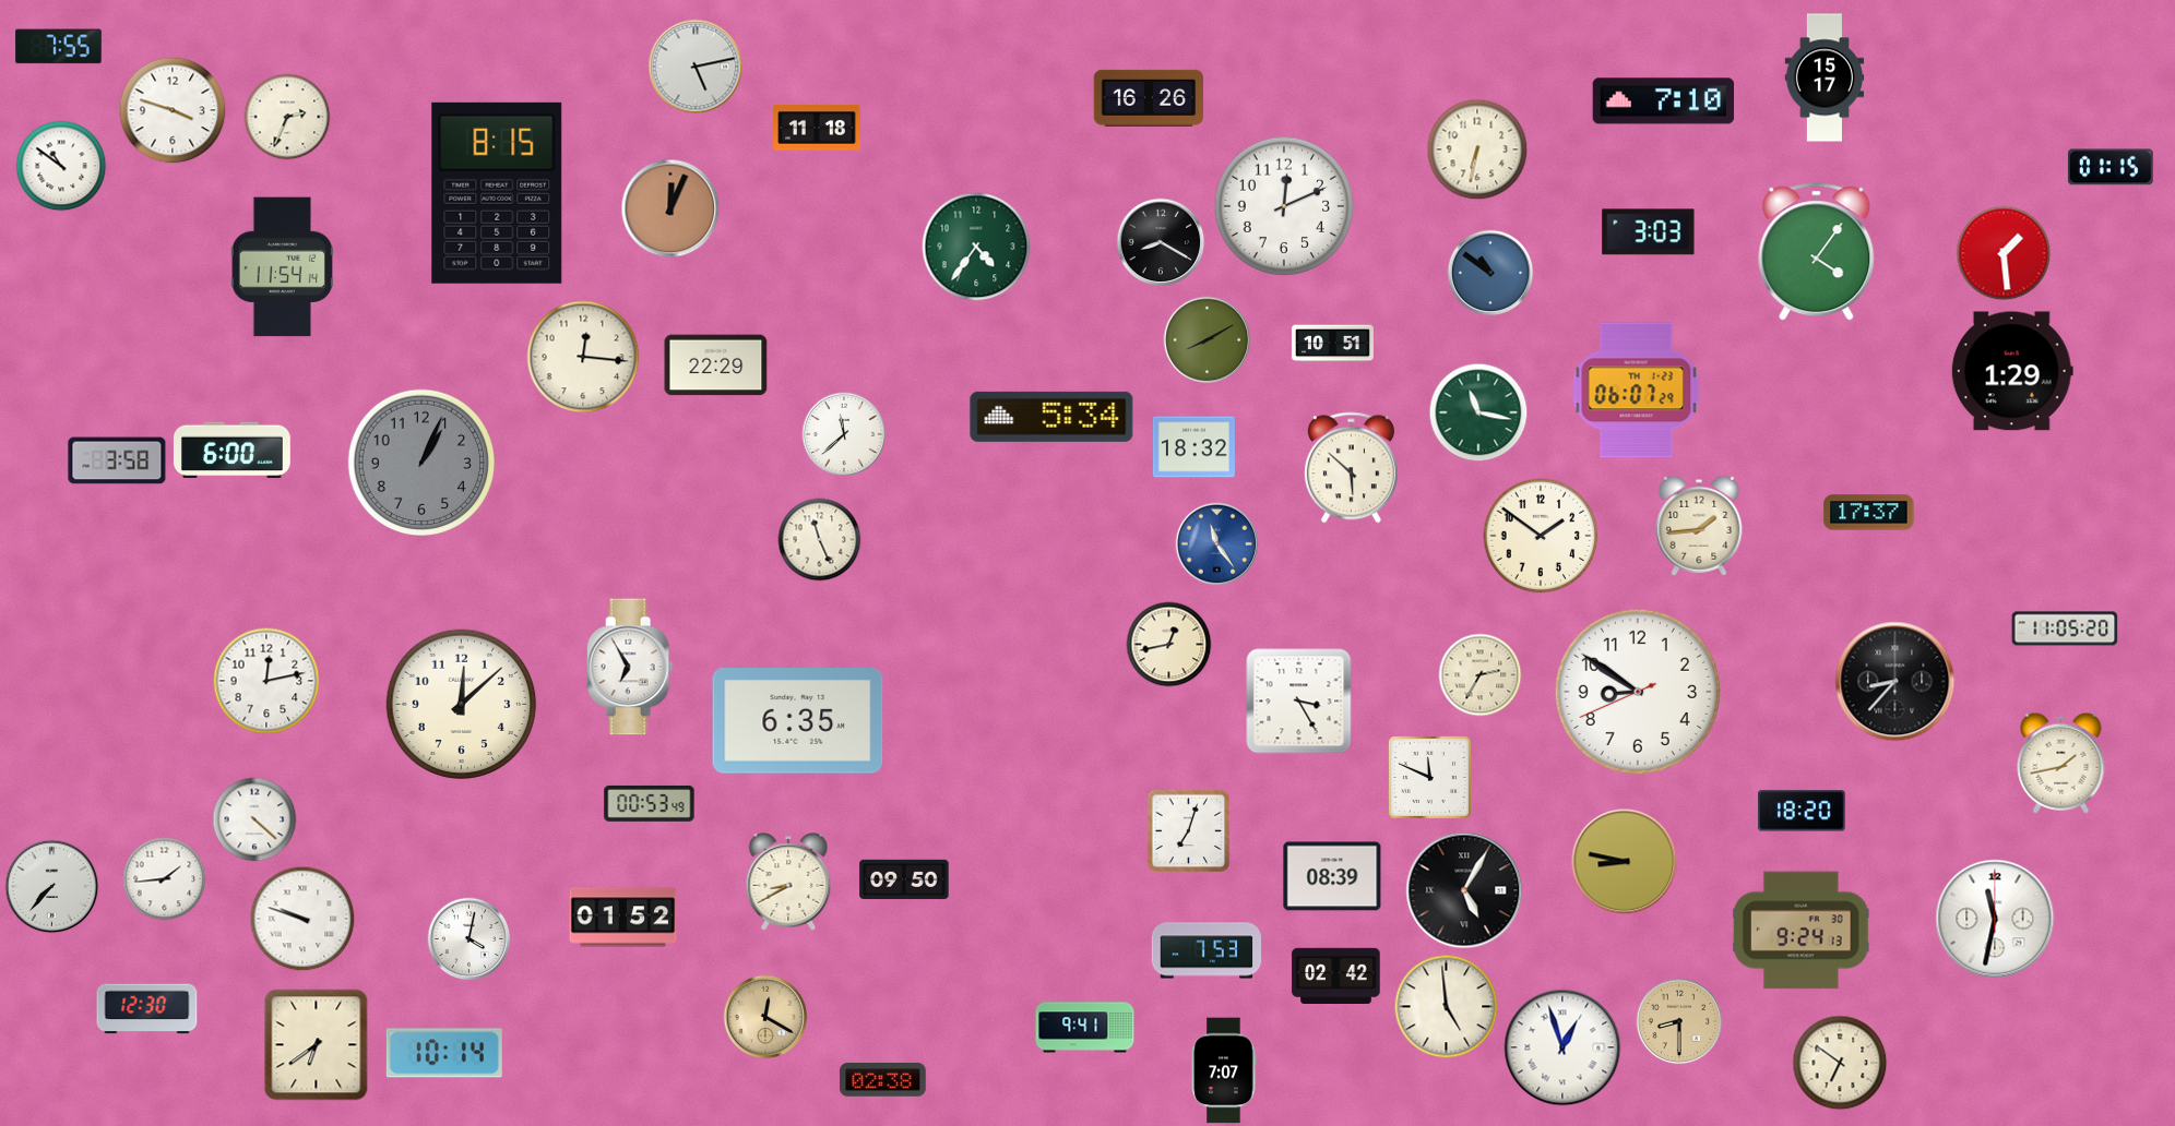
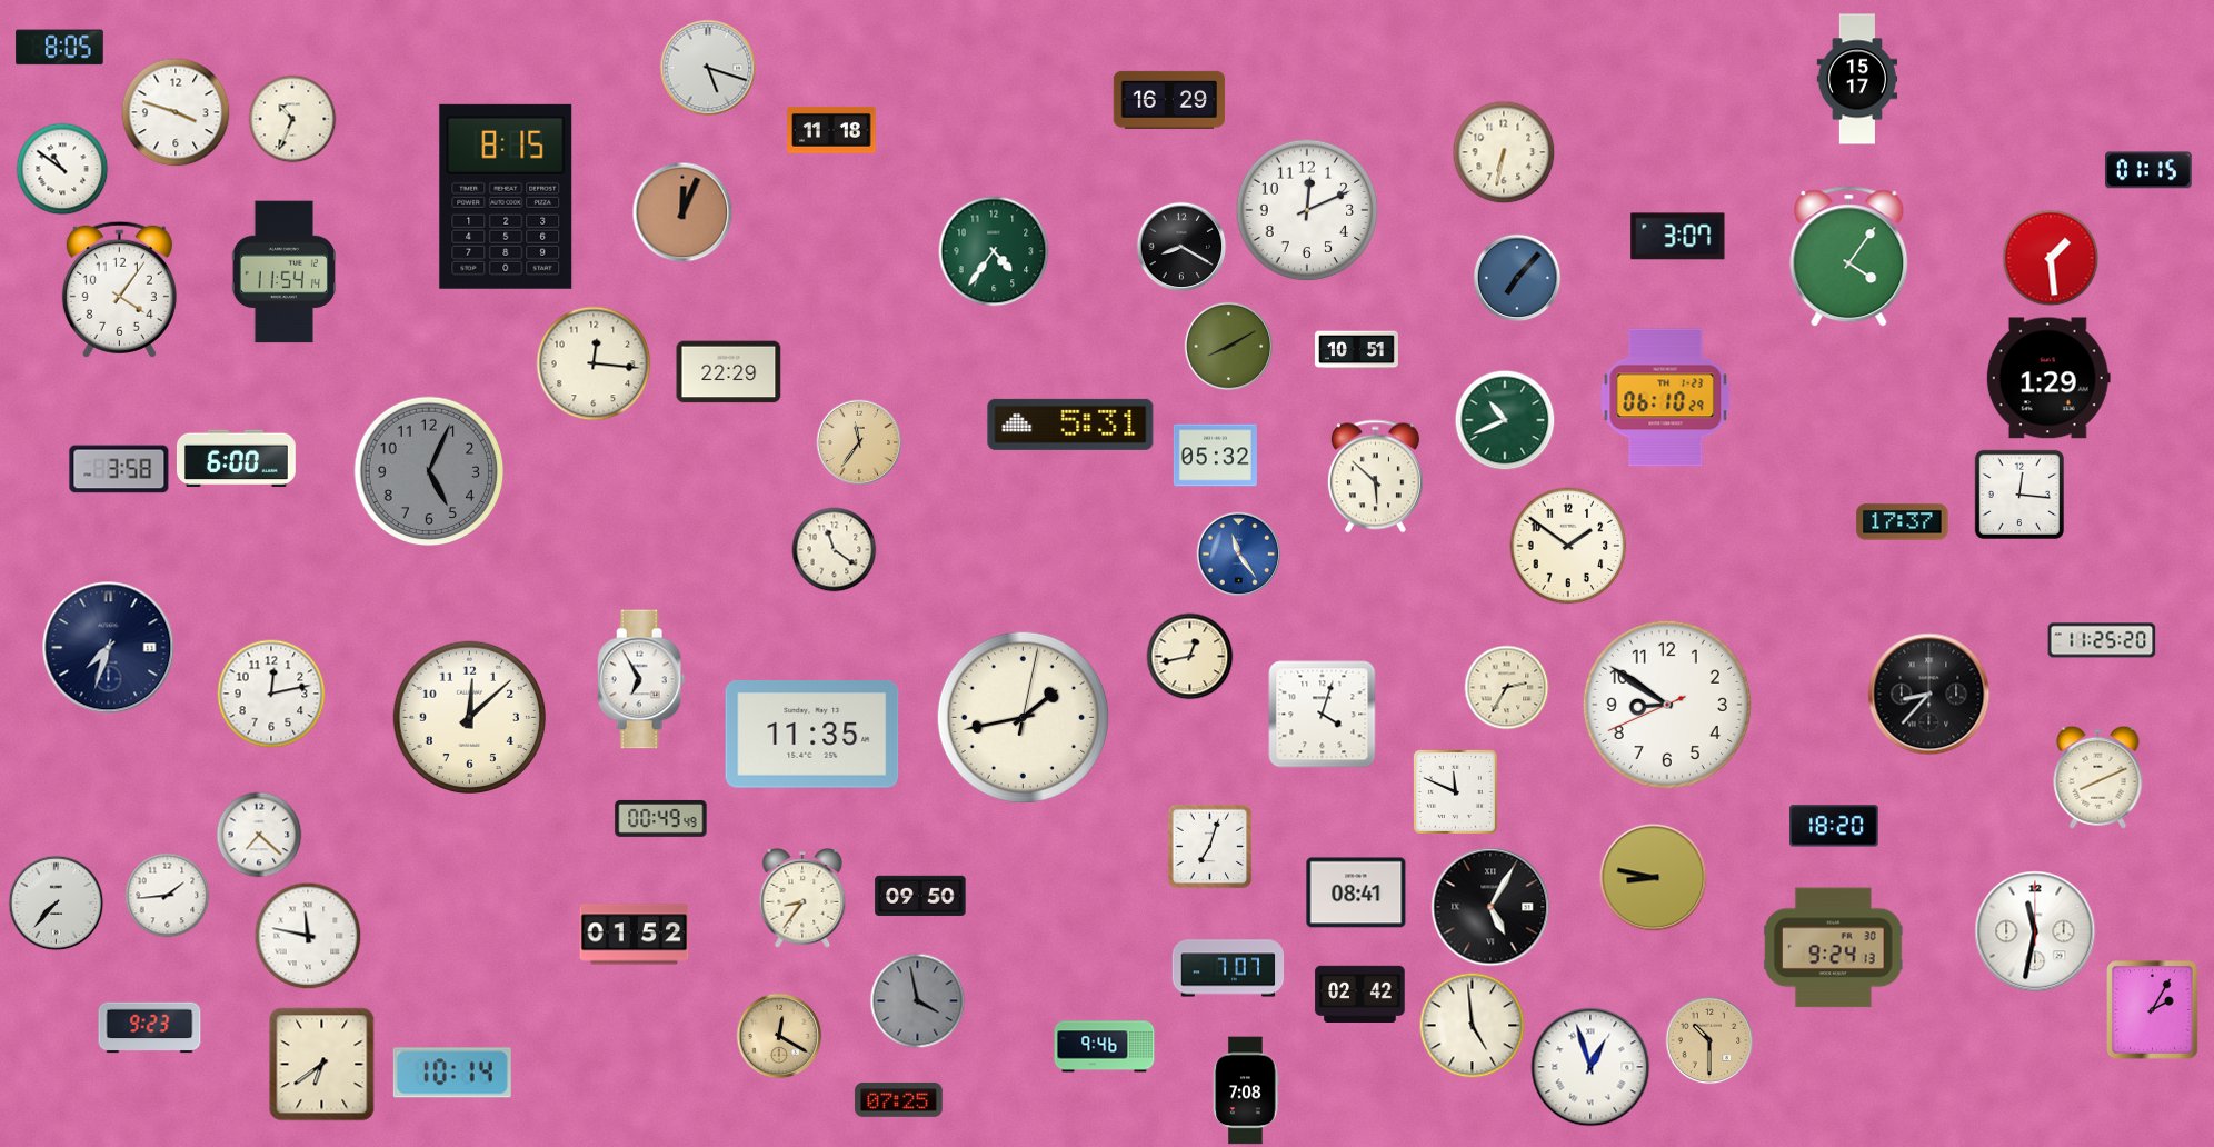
clock at (59, 47): 7:55 -> 8:05
clock at (696, 67): 5:13 -> 5:18
clock at (1149, 98): 16:26 -> 16:29
clock at (1664, 101): 7:10 -> none
clock at (287, 117): 2:34 -> 10:34
clock at (1649, 232): 3:03 -> 3:07
clock at (2004, 253) position: (2004, 253) -> (2051, 258)
clock at (283, 267) position: (283, 267) -> (285, 272)
clock at (1490, 273): 10:51 -> 7:07
clock at (119, 289): none -> 4:06
clock at (1637, 391): 06:07 -> 06:10
clock at (1478, 412): 11:17 -> 10:41
clock at (1051, 417): 5:34 -> 5:31
clock at (844, 434): 11:38 -> 11:36
clock at (844, 434) dial: white -> champagne
clock at (1193, 447): 18:32 -> 05:32
clock at (421, 463): 1:04 -> 5:04
clock at (2019, 495): none -> 12:16
clock at (1699, 526): 1:44 -> none
clock at (820, 540): 11:26 -> 11:21
clock at (2065, 628): 11:05 -> 11:25
clock at (109, 648): none -> 7:33
clock at (1299, 702): 3:25 -> 4:03
clock at (1023, 717): none -> 1:43
clock at (798, 721): 6:35 -> 11:35
clock at (2061, 763): 1:43 -> 8:11
clock at (650, 803): 00:53 -> 00:49
clock at (254, 819): 4:22 -> 7:22
clock at (1332, 876): 08:39 -> 08:41
clock at (788, 883): 8:40 -> 8:36
clock at (52, 887) position: (52, 887) -> (57, 904)
clock at (302, 919): 9:48 -> 11:47
clock at (1995, 919) position: (1995, 919) -> (2035, 931)
clock at (470, 939): 4:02 -> none
clock at (1207, 950): 7:53 -> 7:07
clock at (918, 1001): none -> 3:58
clock at (2153, 1010): none -> 2:05
clock at (147, 1009): 12:30 -> 9:23
clock at (1679, 1021): 8:30 -> 10:30
clock at (1085, 1028): 9:41 -> 9:46
clock at (1840, 1063): 6:51 -> none
clock at (1224, 1070): 7:07 -> 7:08
clock at (883, 1080): 02:38 -> 07:25
